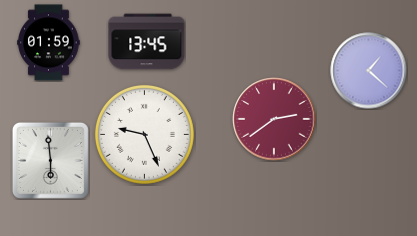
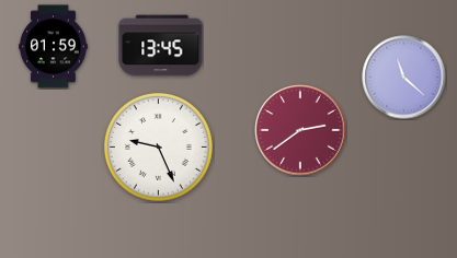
clock at (369, 71): 1:22 -> 11:22
clock at (50, 160): 5:59 -> none
